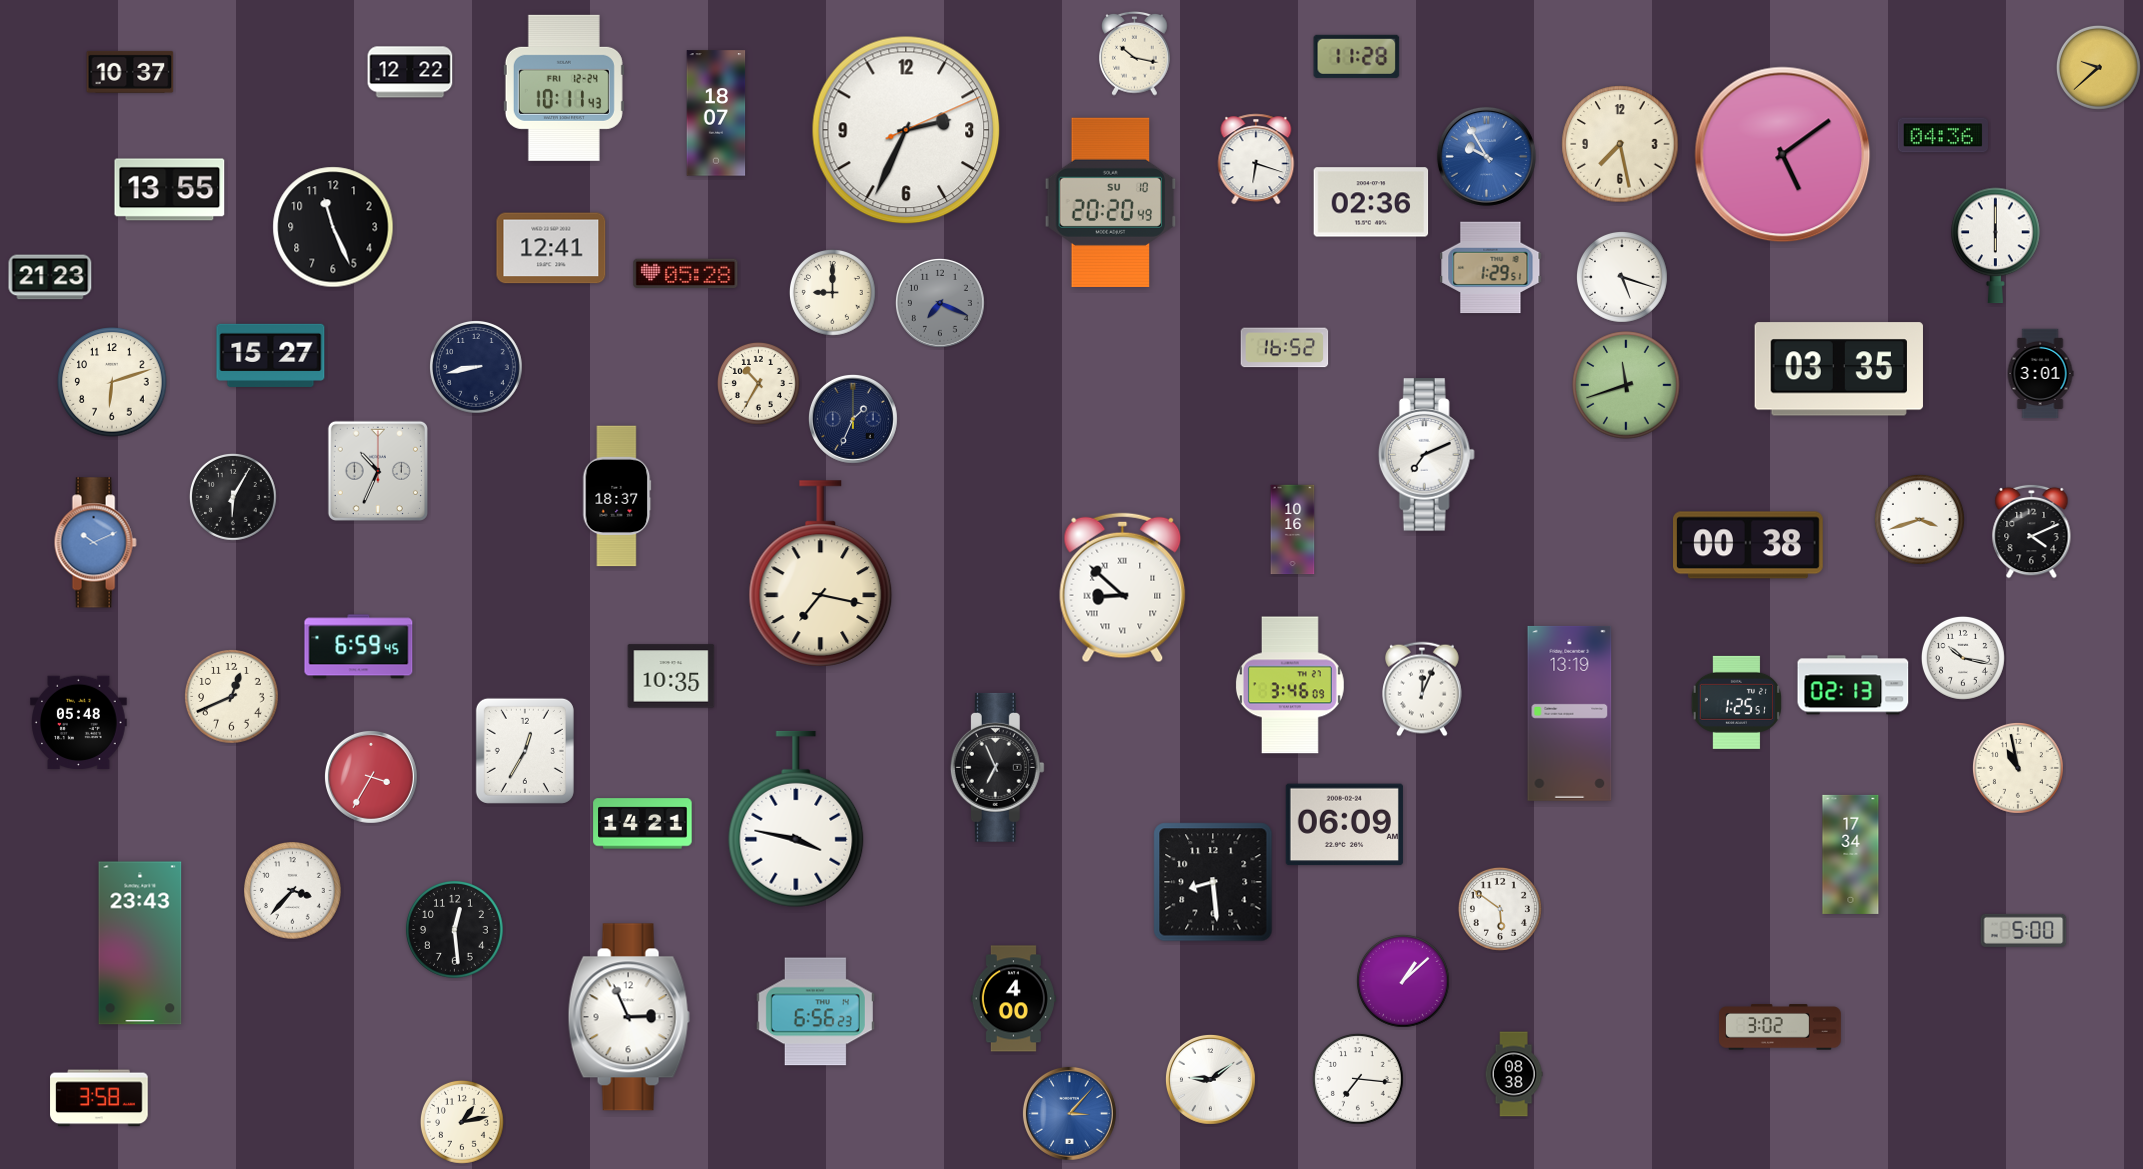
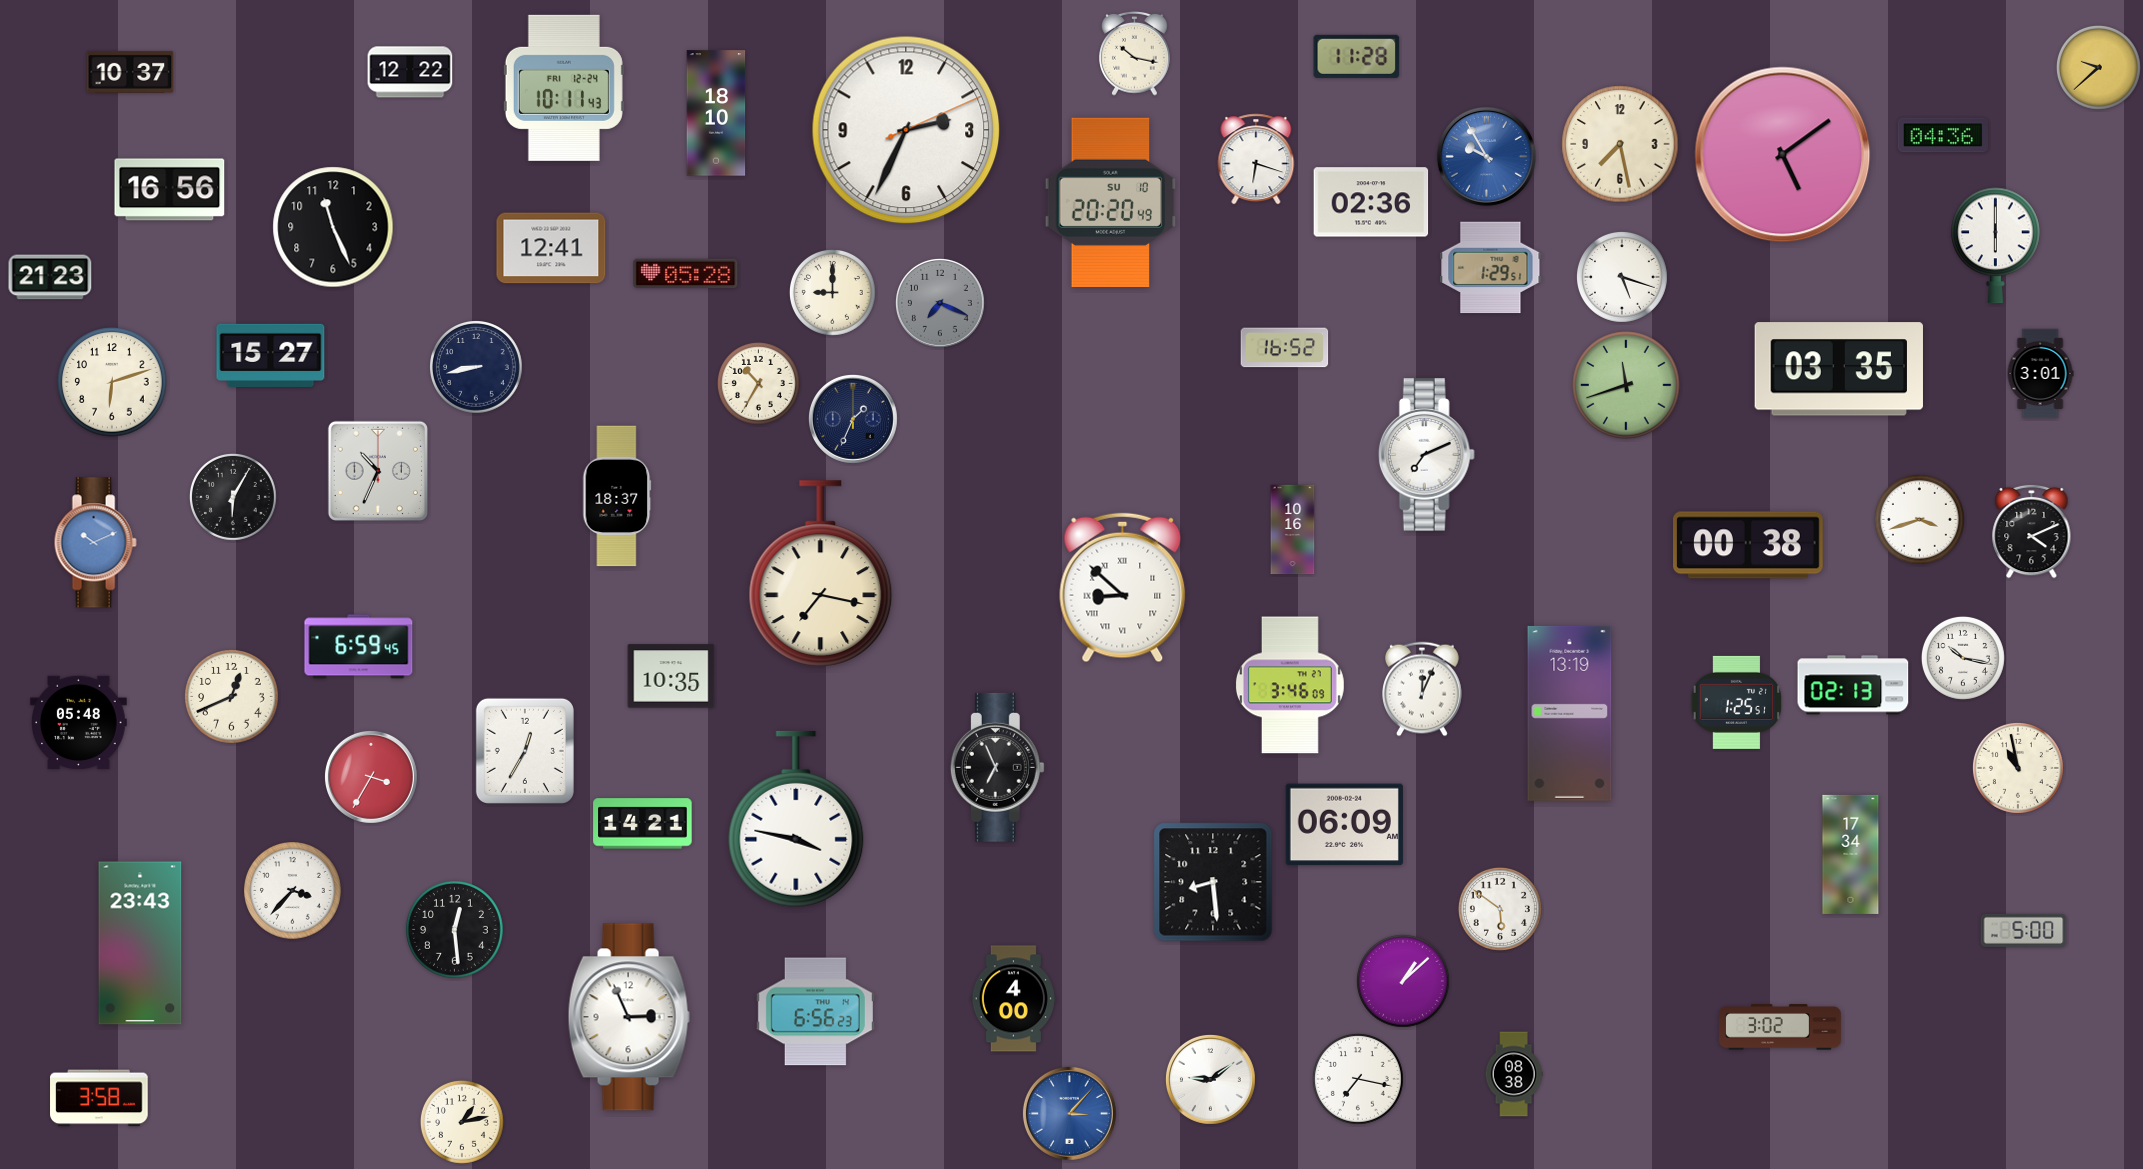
clock at (716, 113): 18:07 -> 18:10
clock at (170, 190): 13:55 -> 16:56
clock at (1359, 1080): 7:16 -> 7:17
